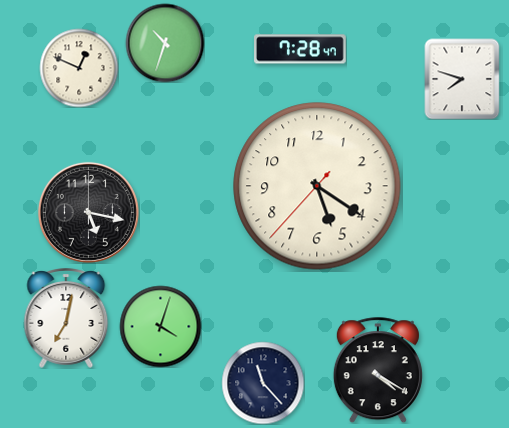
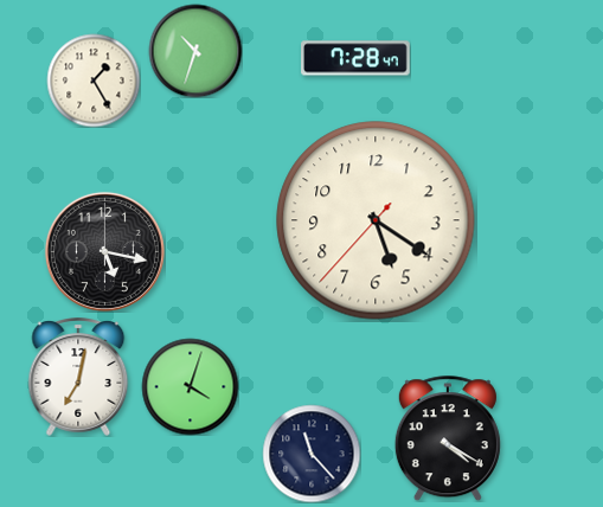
clock at (79, 68): 12:49 -> 1:25
clock at (462, 79): 7:48 -> none
